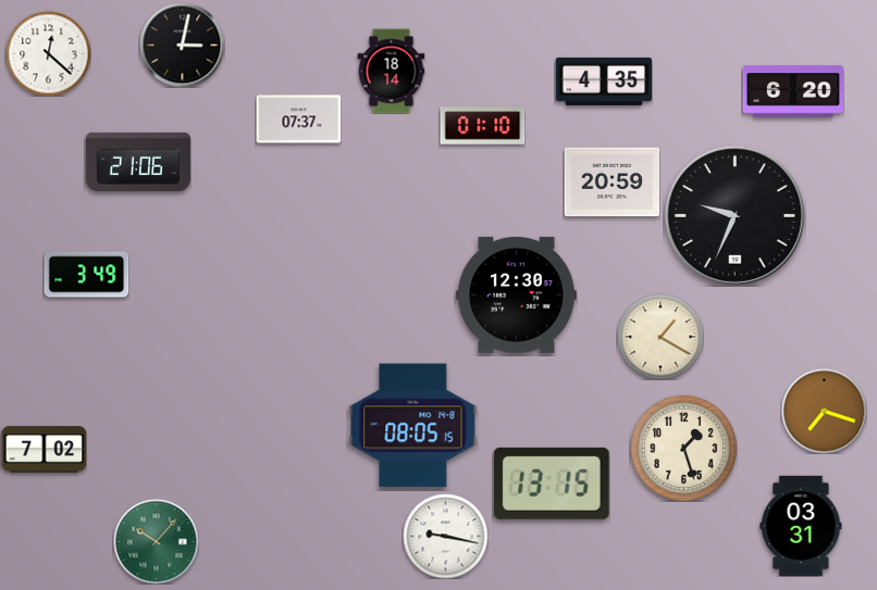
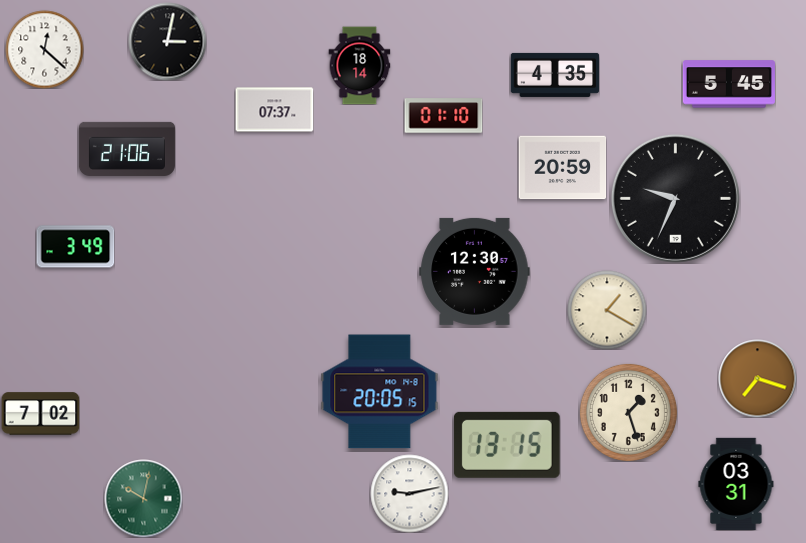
clock at (793, 91): 6:20 -> 5:45
clock at (86, 275) position: (86, 275) -> (75, 247)
clock at (413, 426): 08:05 -> 20:05
clock at (445, 536): 9:17 -> 9:13
clock at (156, 541): 10:07 -> 10:02
